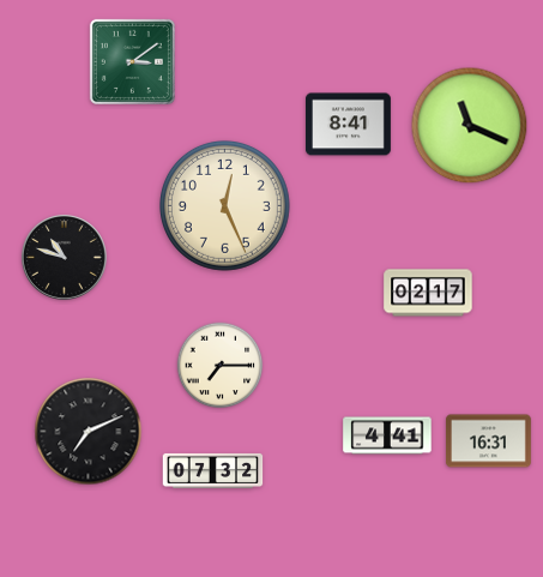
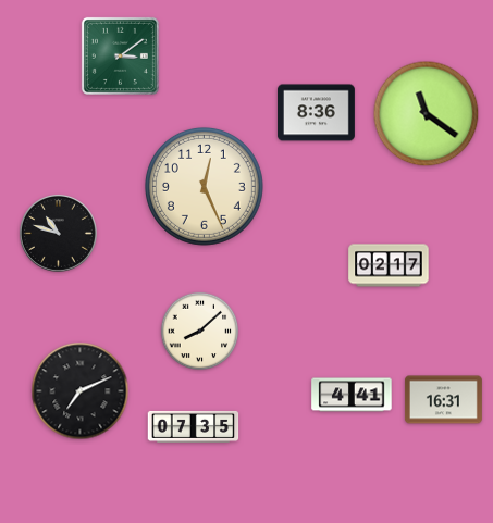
clock at (348, 125): 8:41 -> 8:36
clock at (470, 126): 11:19 -> 11:21
clock at (221, 366): 7:15 -> 8:08
clock at (213, 470): 07:32 -> 07:35
